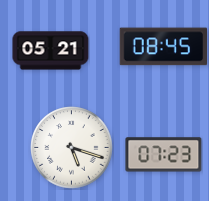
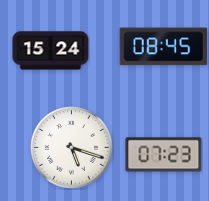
clock at (51, 51): 05:21 -> 15:24
